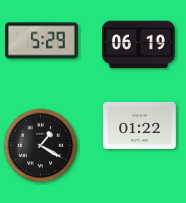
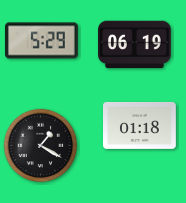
clock at (139, 45) position: (139, 45) -> (135, 45)
clock at (140, 125): 01:22 -> 01:18
